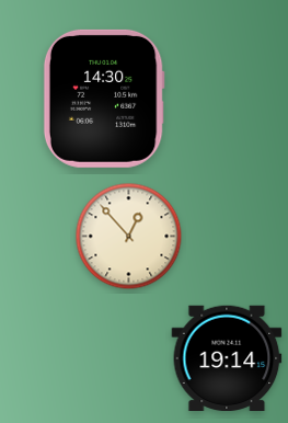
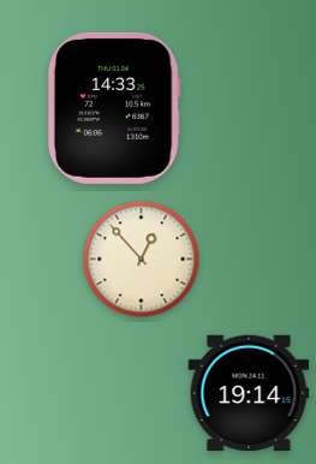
clock at (104, 99): 14:30 -> 14:33
